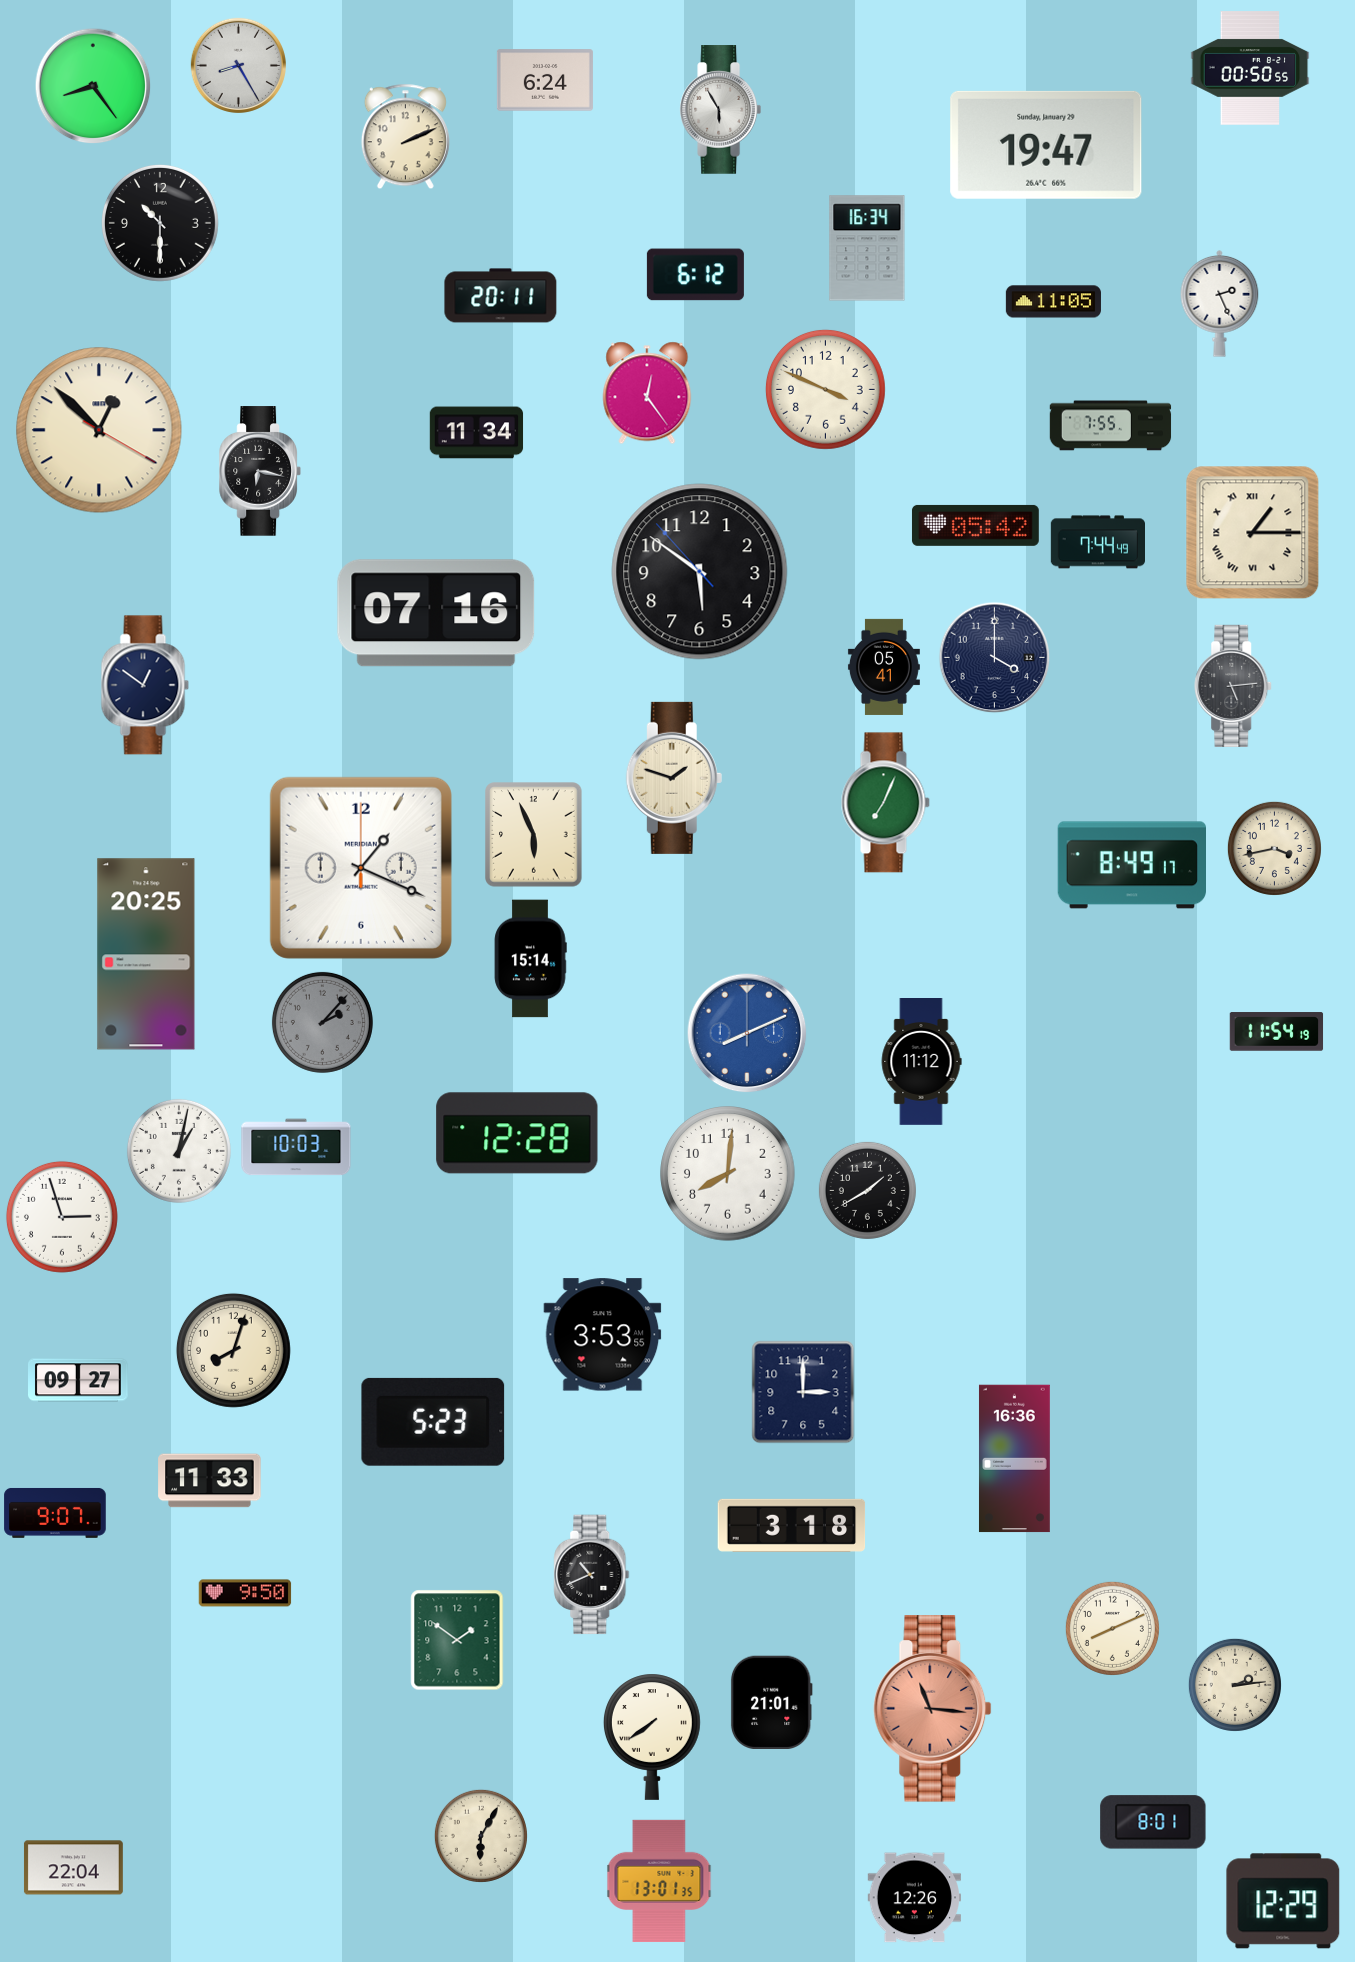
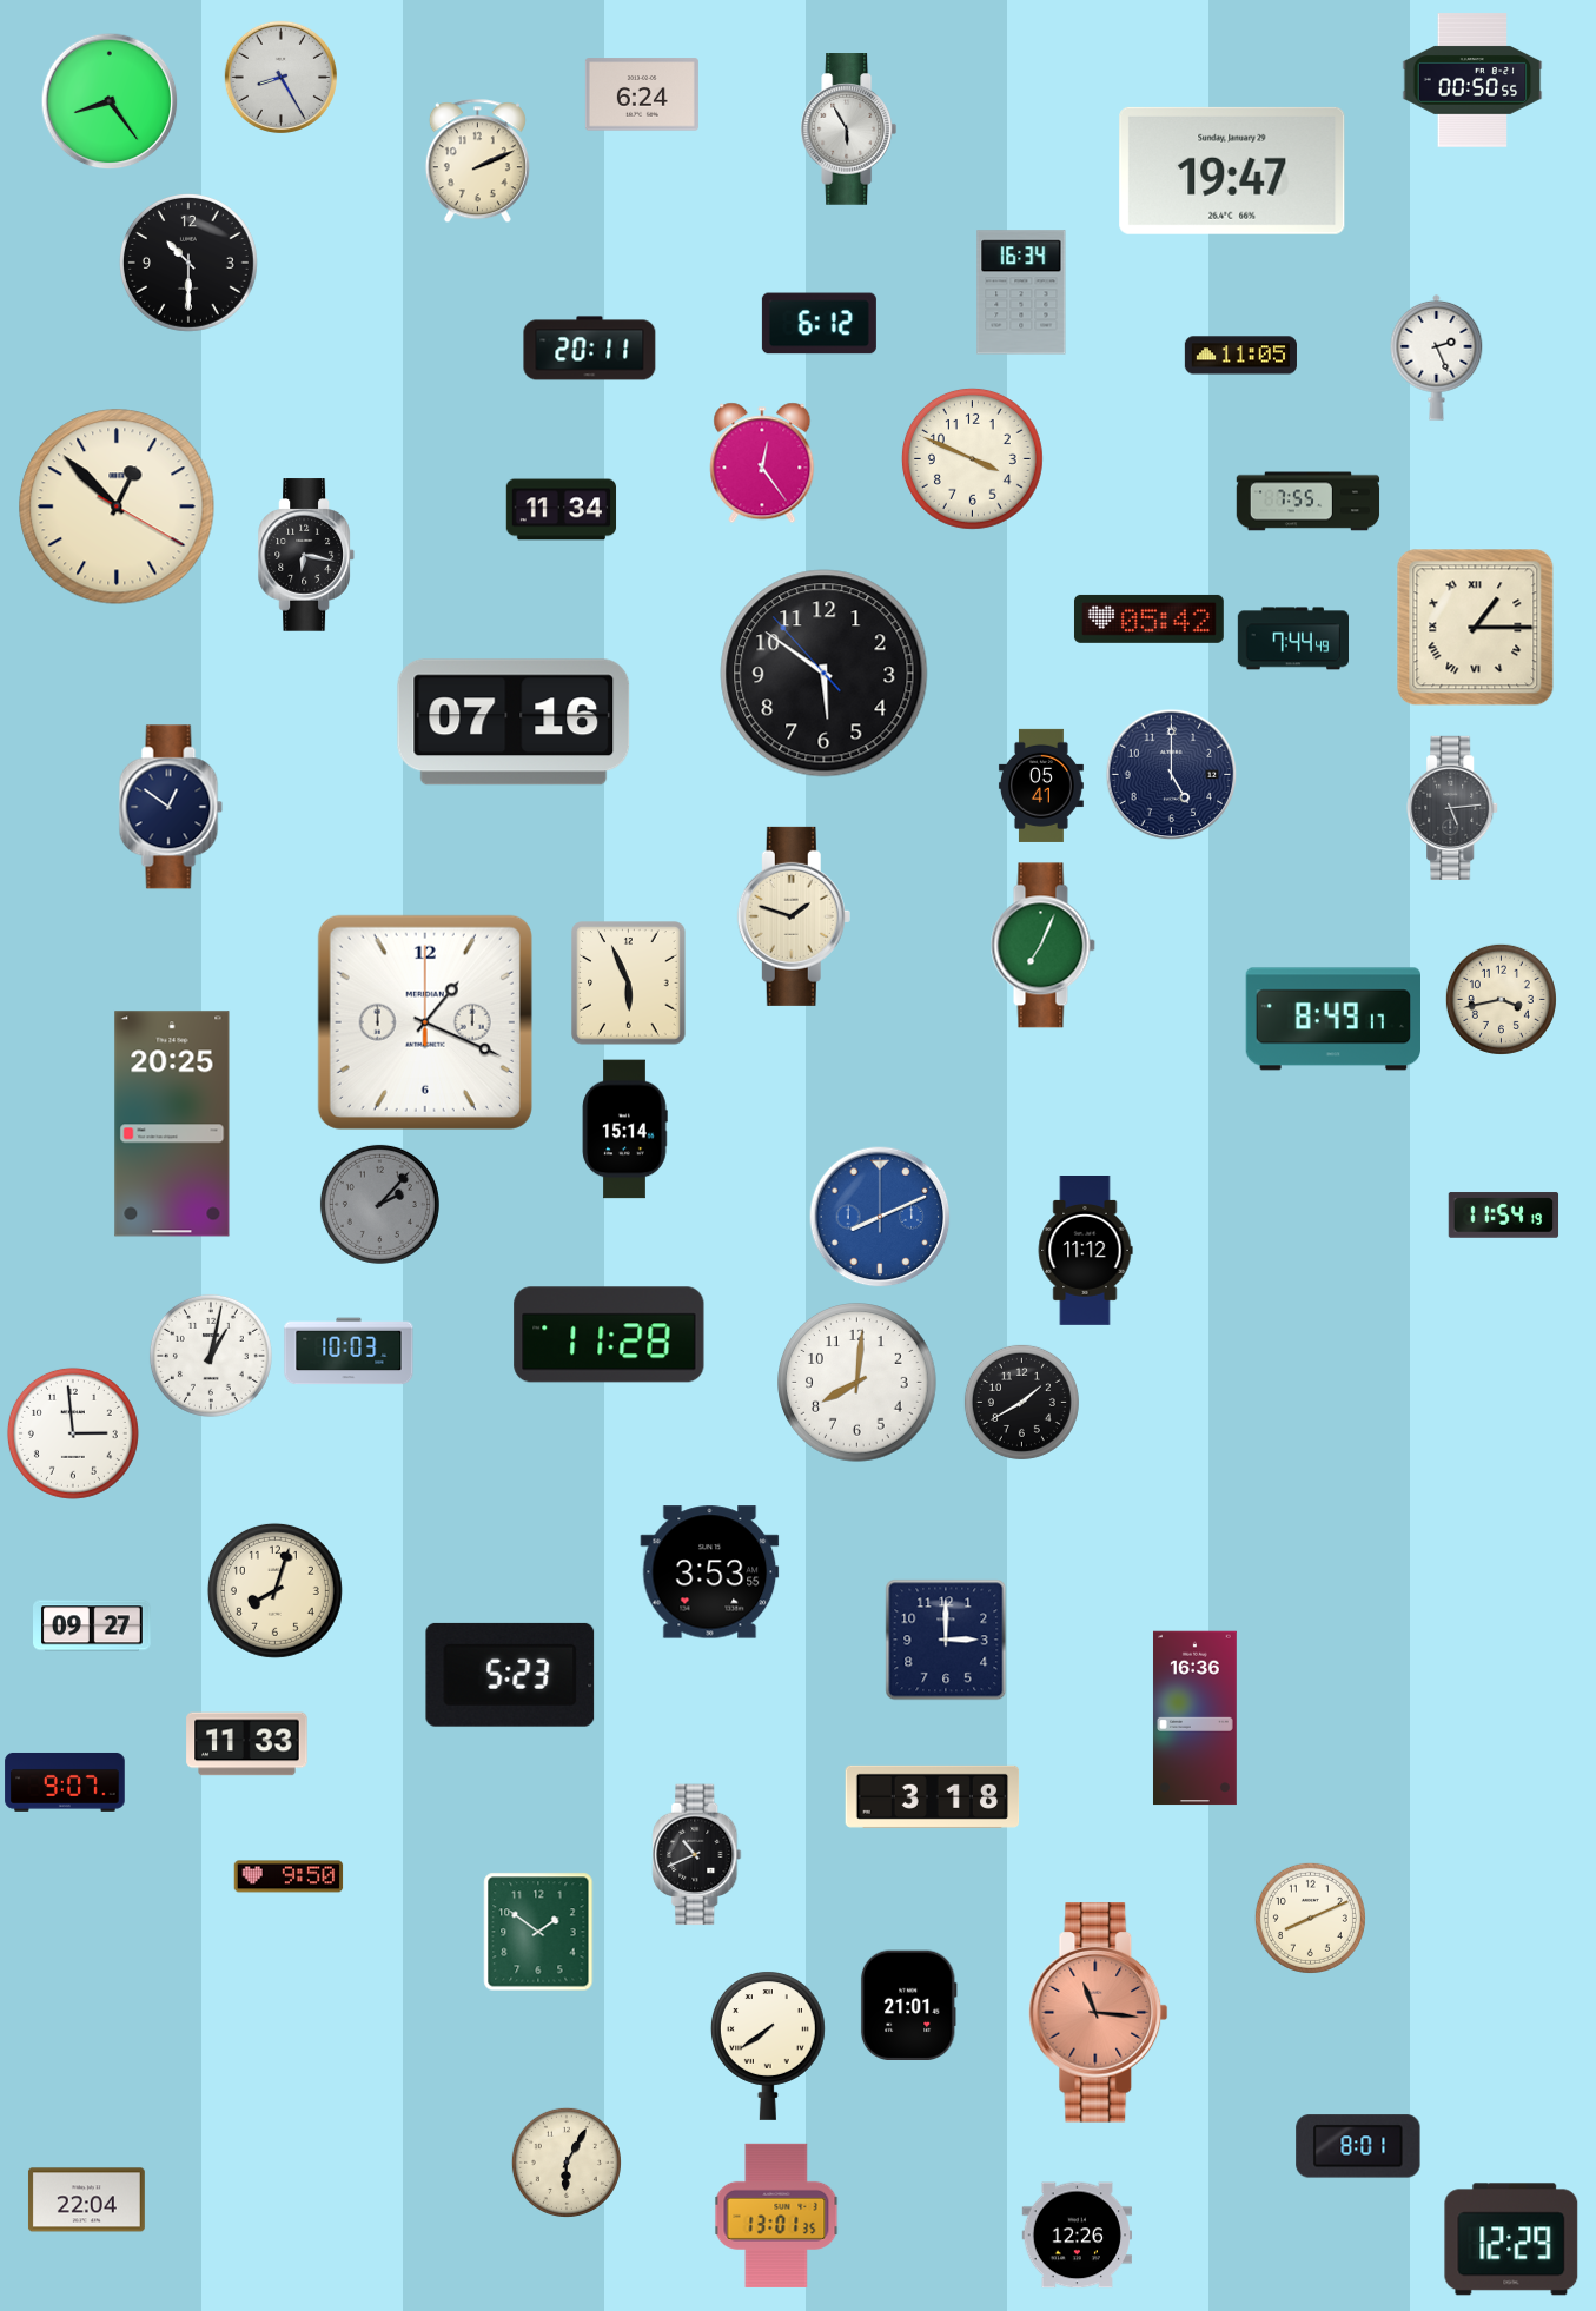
clock at (995, 658): 4:00 -> 5:00
clock at (517, 1133): 12:28 -> 11:28
clock at (62, 1217): 2:57 -> 2:59
clock at (1235, 1685): 2:14 -> none
